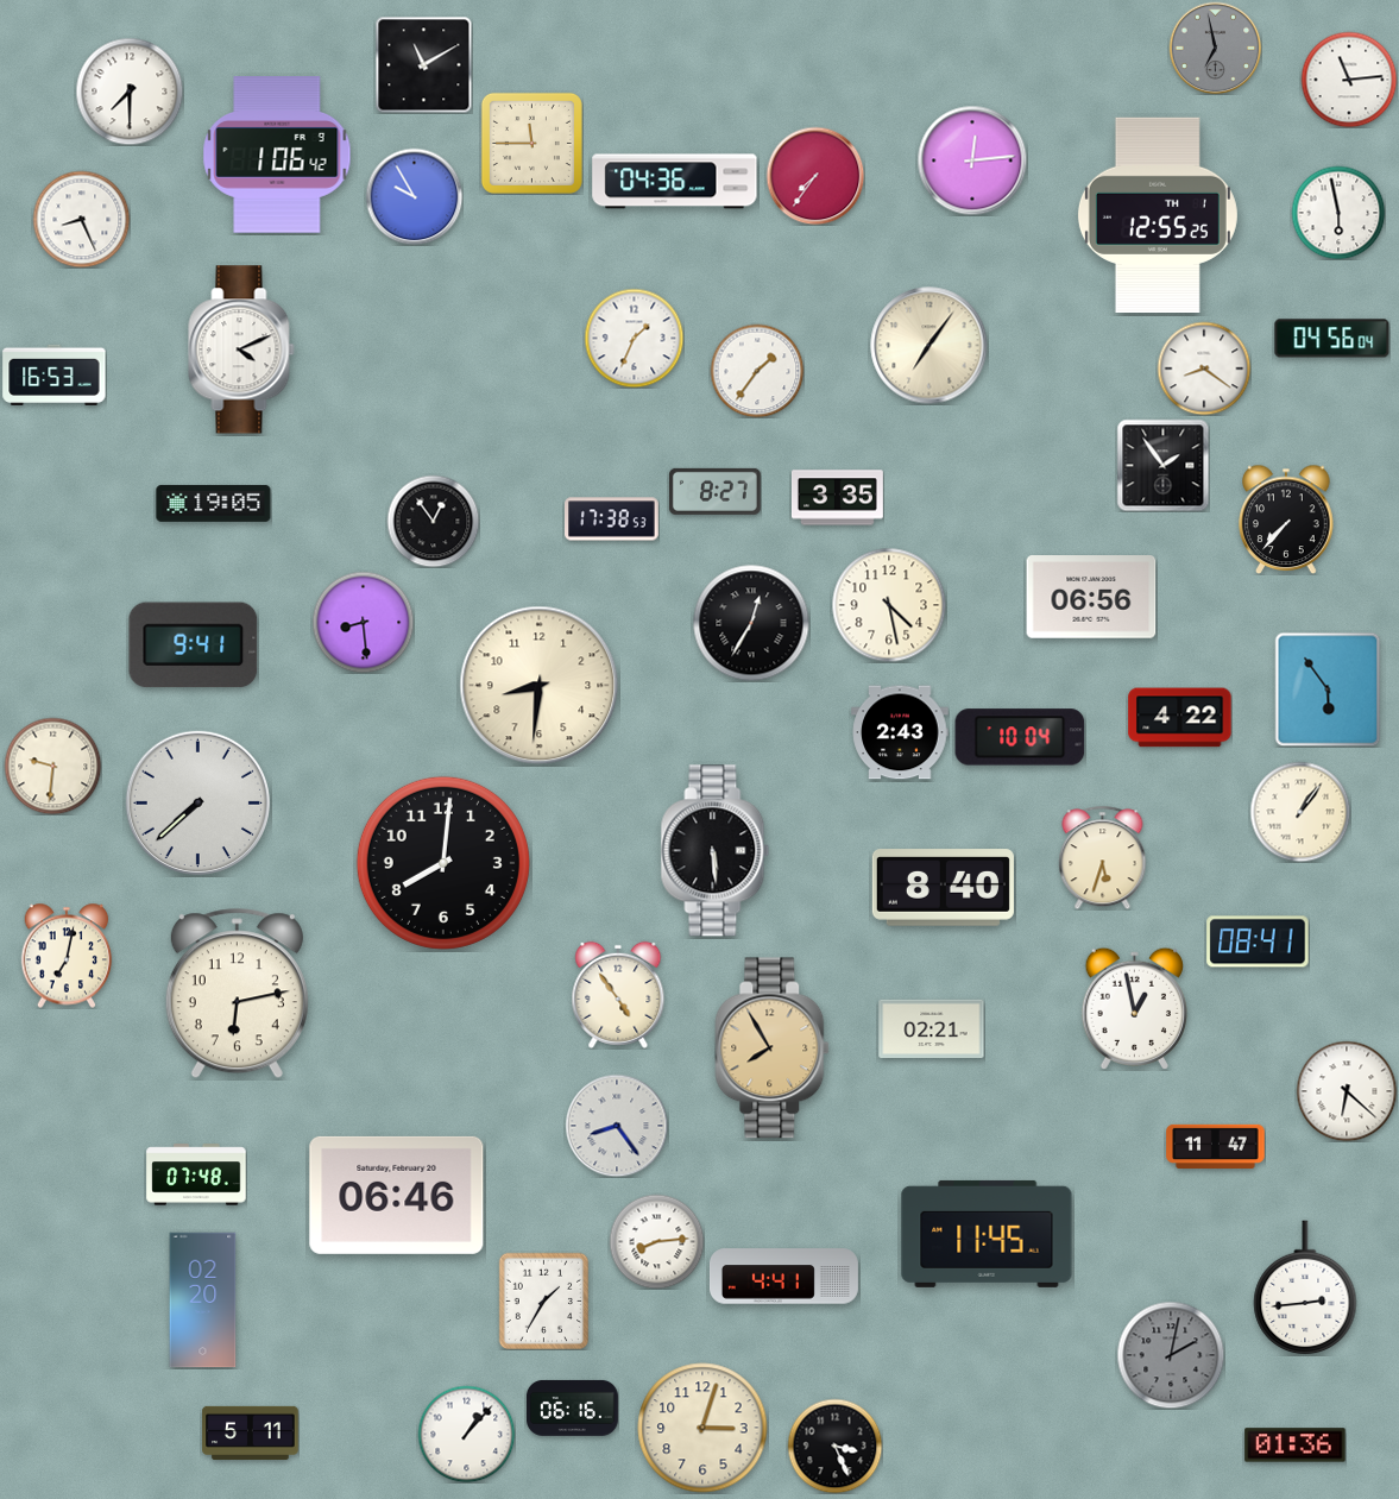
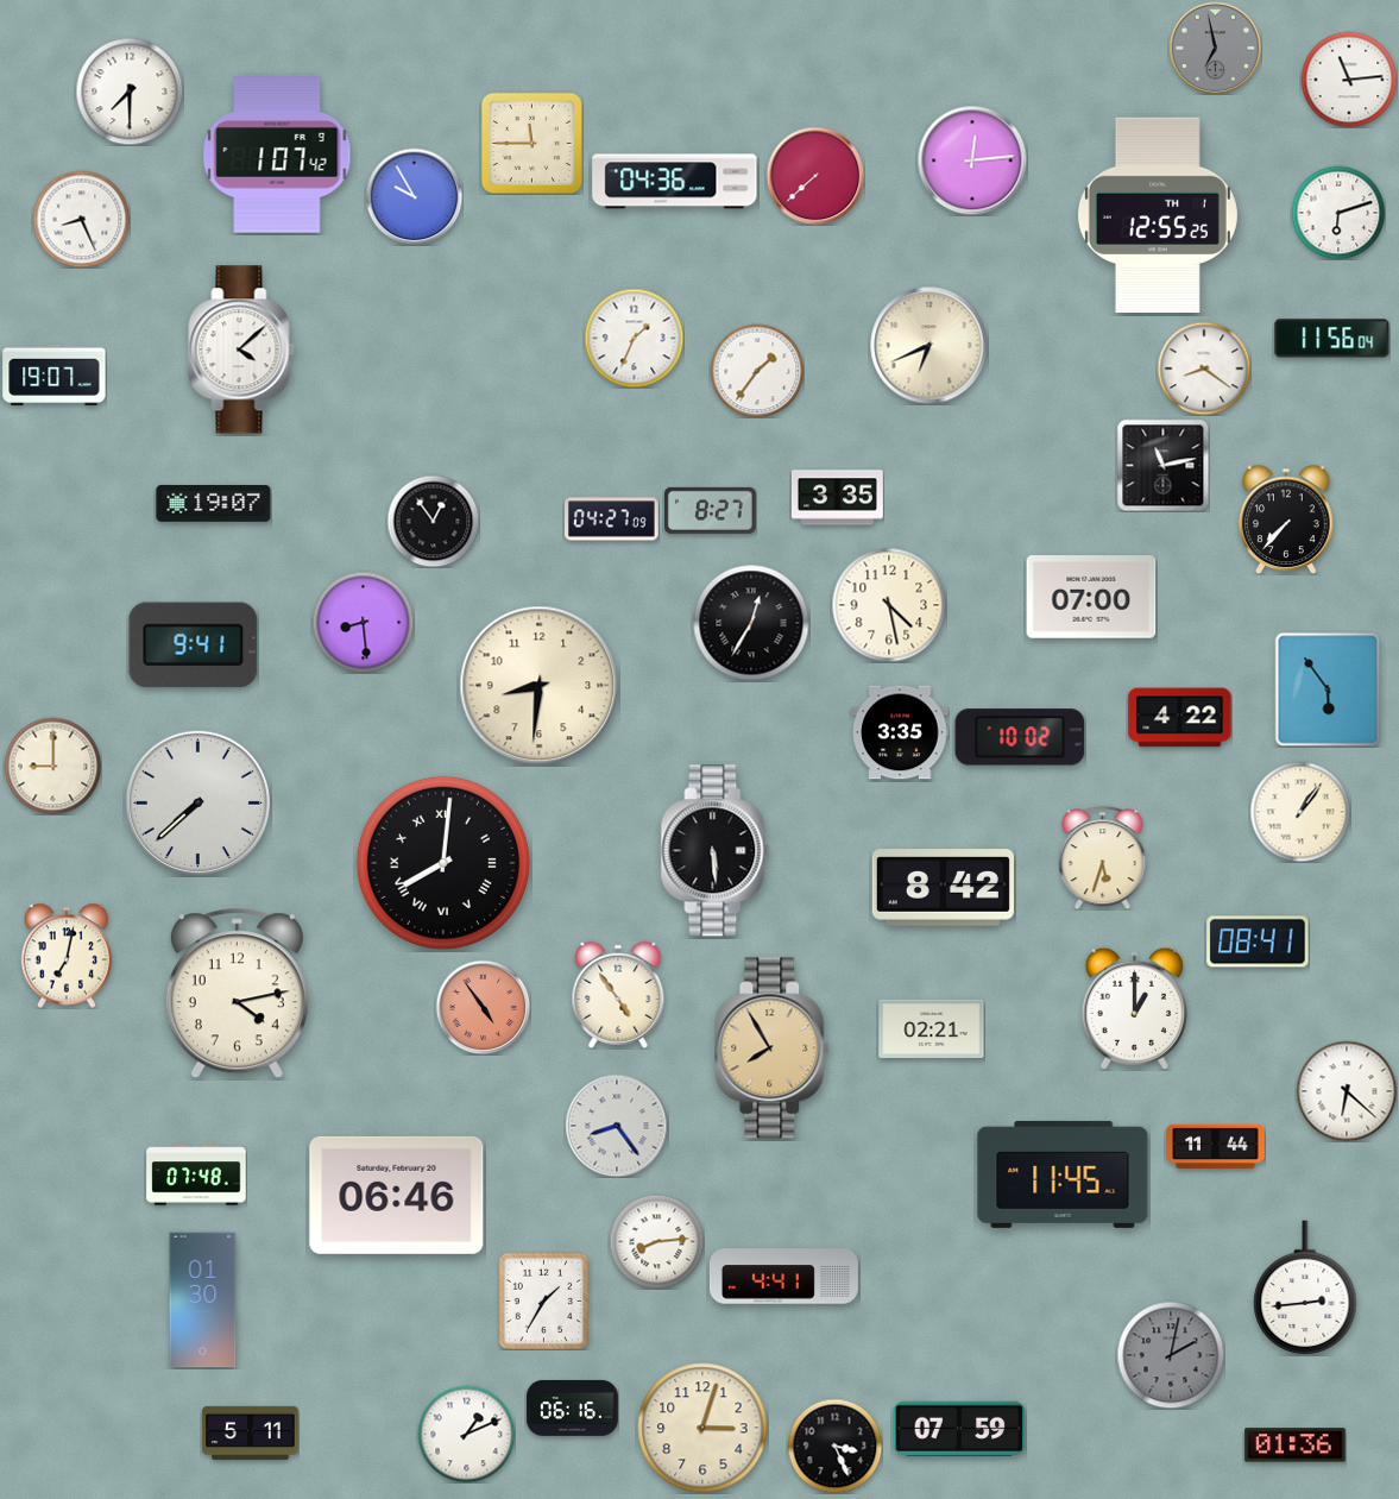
clock at (423, 64): 11:10 -> none
clock at (277, 155): 1:06 -> 1:07
clock at (815, 176): 7:36 -> 7:38
clock at (1338, 213): 5:58 -> 6:12
clock at (1332, 339): 04:56 -> 11:56
clock at (929, 346): 7:06 -> 6:41
clock at (241, 349): 4:11 -> 4:08
clock at (55, 374): 16:53 -> 19:07
clock at (1162, 465): 1:54 -> 11:13
clock at (714, 491) position: (714, 491) -> (710, 510)
clock at (214, 503): 19:05 -> 19:07
clock at (612, 519): 17:38 -> 04:27
clock at (1091, 597): 06:56 -> 07:00
clock at (900, 732): 2:43 -> 3:35
clock at (1020, 737): 10:04 -> 10:02
clock at (52, 766): 9:31 -> 9:00
clock at (443, 863) numerals: Arabic -> Roman
clock at (943, 888): 8:40 -> 8:42
clock at (237, 994): 6:13 -> 4:13
clock at (483, 1007): none -> 4:54
clock at (1134, 1008): 12:58 -> 1:00
clock at (1216, 1146): 11:47 -> 11:44
clock at (987, 1234) position: (987, 1234) -> (1063, 1174)
clock at (203, 1300): 02:20 -> 01:30
clock at (959, 1429): none -> 07:59
clock at (466, 1434): 1:07 -> 1:11
